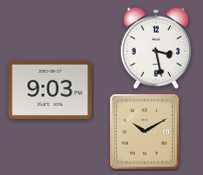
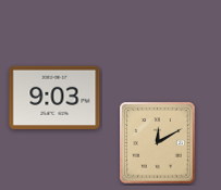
clock at (156, 48): 3:28 -> none
clock at (145, 132): 10:10 -> 12:10
